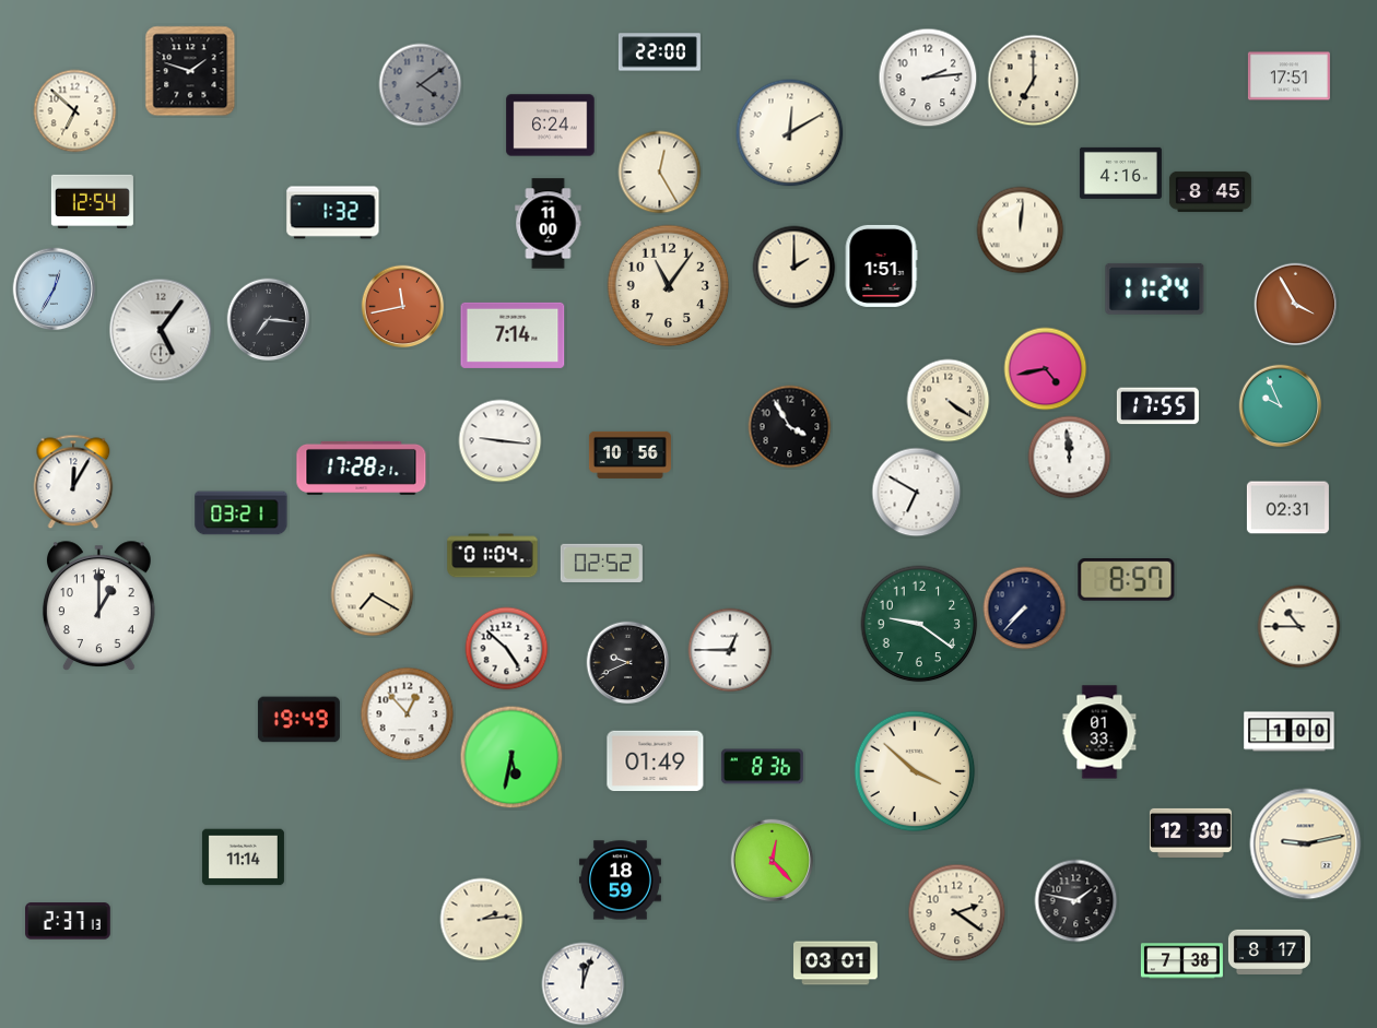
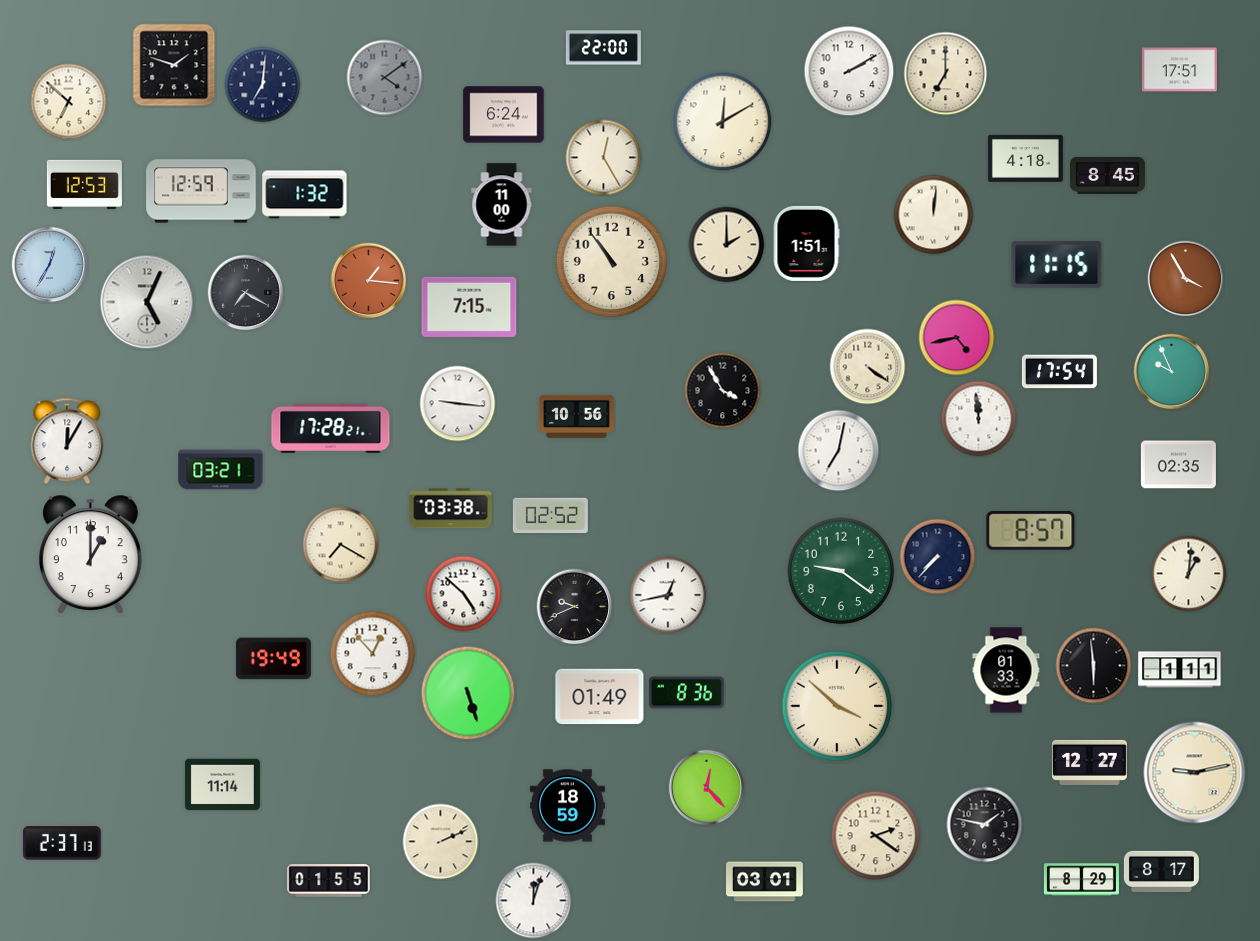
clock at (928, 78): 2:14 -> 2:10
clock at (263, 85): none -> 7:01
clock at (1120, 173): 4:16 -> 4:18
clock at (92, 201): 12:54 -> 12:53
clock at (201, 191): none -> 12:59
clock at (1021, 231) position: (1021, 231) -> (934, 215)
clock at (669, 286): 11:06 -> 10:54
clock at (1155, 288): 11:24 -> 11:15
clock at (403, 307): 11:43 -> 1:16
clock at (269, 320): 7:16 -> 7:20
clock at (161, 330): 5:06 -> 5:04
clock at (513, 335): 7:14 -> 7:15
clock at (1157, 406): 17:55 -> 17:54
clock at (917, 493): 6:50 -> 7:02
clock at (1287, 508): 02:31 -> 02:35
clock at (493, 556): 01:04 -> 03:38
clock at (1299, 627): 10:45 -> 1:01
clock at (730, 650): 12:45 -> 12:43
clock at (1094, 666): none -> 5:59
clock at (1290, 732): 1:00 -> 1:11
clock at (511, 757): 5:32 -> 5:27
clock at (762, 767) position: (762, 767) -> (686, 693)
clock at (1190, 832): 12:30 -> 12:27
clock at (482, 920): 2:14 -> 2:11
clock at (1181, 961): 7:38 -> 8:29
clock at (329, 881): none -> 01:55
